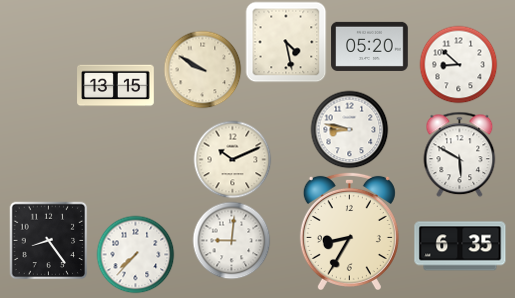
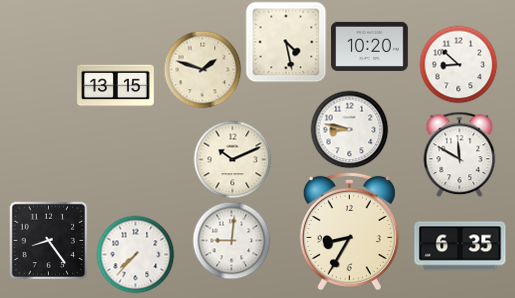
clock at (370, 46): 05:20 -> 10:20
clock at (202, 69): 9:50 -> 1:48
clock at (460, 154): 5:50 -> 11:50
